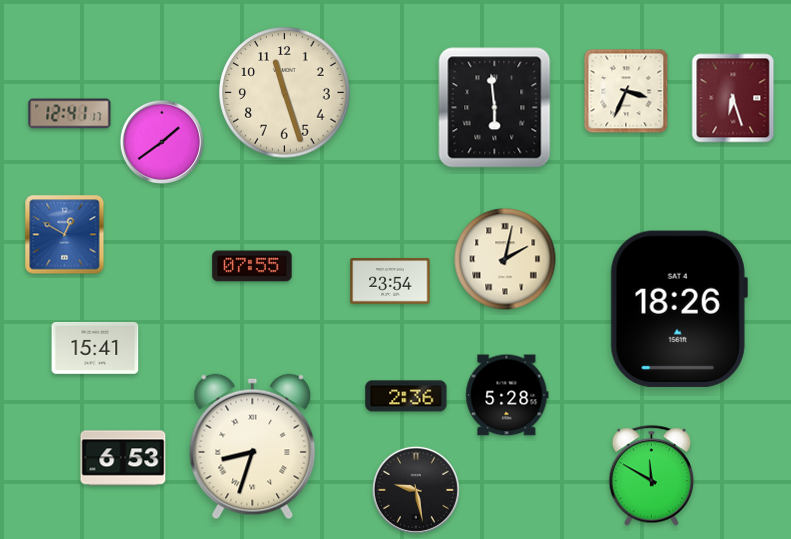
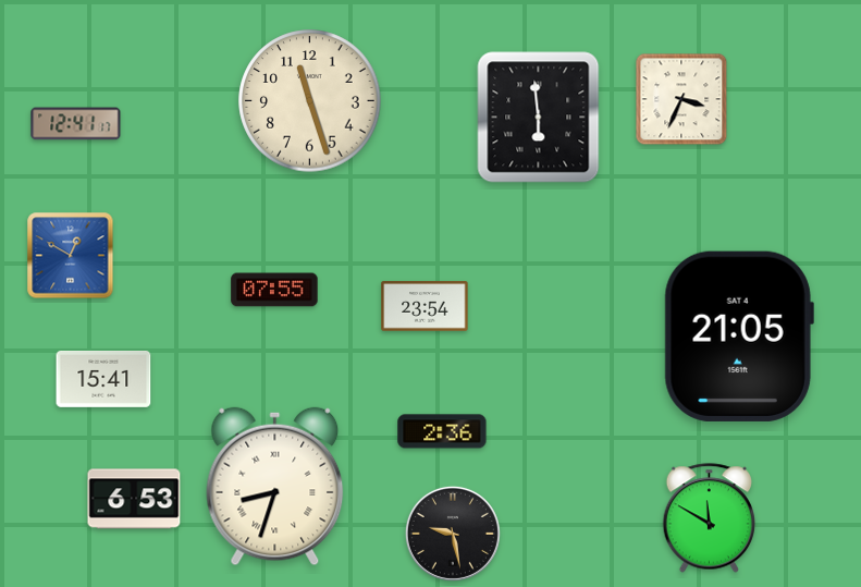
clock at (733, 98): 6:27 -> none
clock at (162, 142): 1:39 -> none
clock at (505, 259): 2:02 -> none
clock at (679, 309): 18:26 -> 21:05
clock at (507, 395): 5:28 -> none
